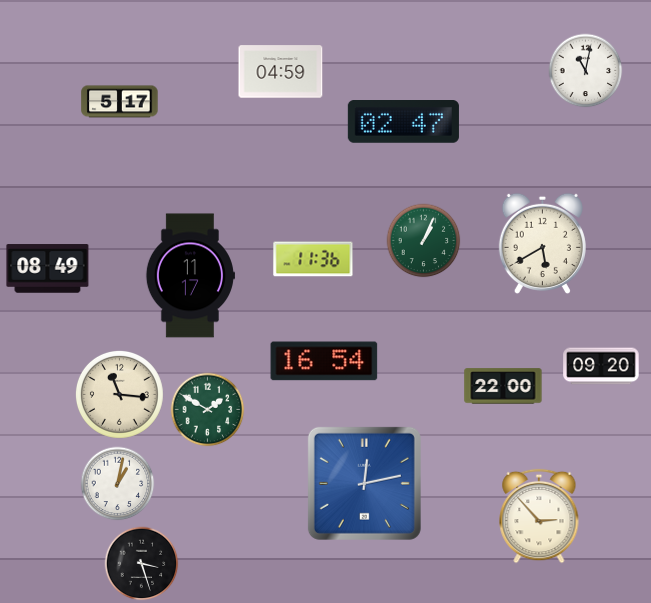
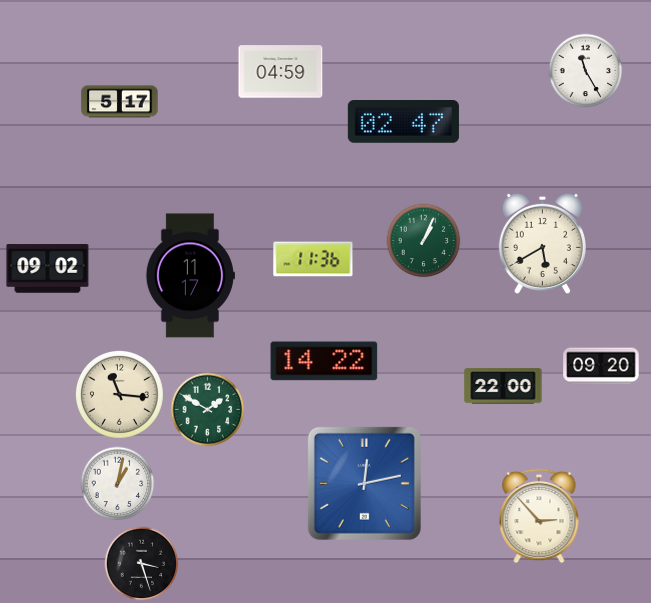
clock at (586, 71): 11:02 -> 11:25
clock at (48, 269): 08:49 -> 09:02
clock at (324, 361): 16:54 -> 14:22
